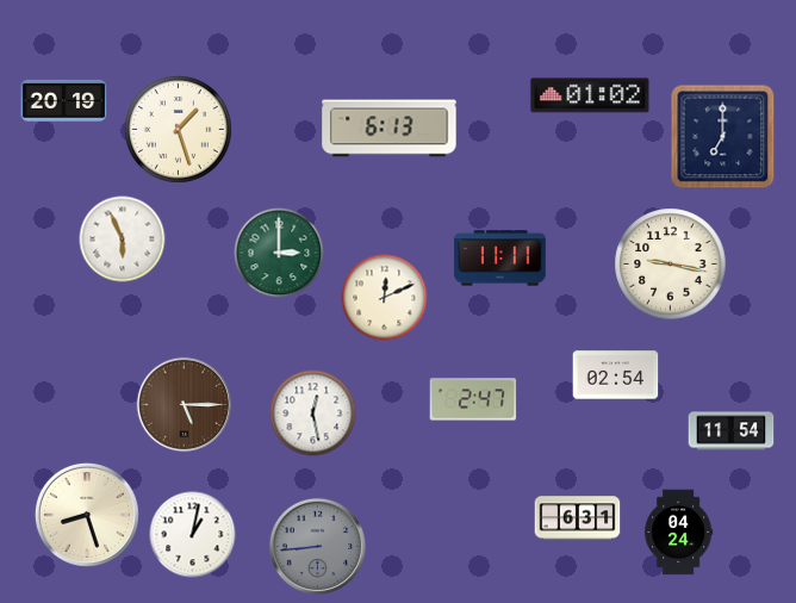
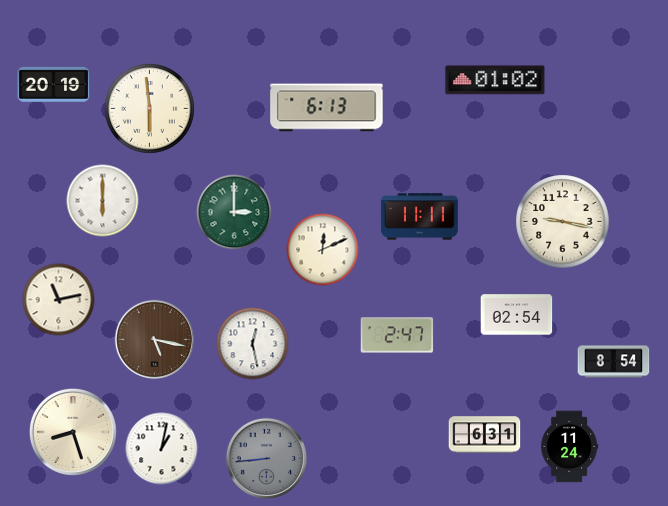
clock at (179, 130): 1:27 -> 5:59
clock at (723, 137): 7:00 -> none
clock at (123, 240): 5:56 -> 6:00
clock at (59, 300): none -> 11:13
clock at (185, 405): 5:15 -> 5:17
clock at (313, 414) position: (313, 414) -> (253, 344)
clock at (732, 431): 11:54 -> 8:54
clock at (679, 533): 04:24 -> 11:24
